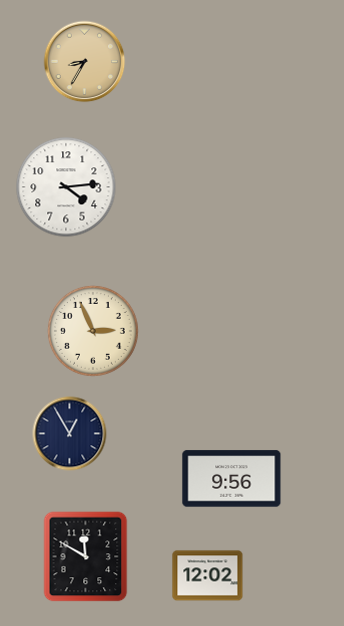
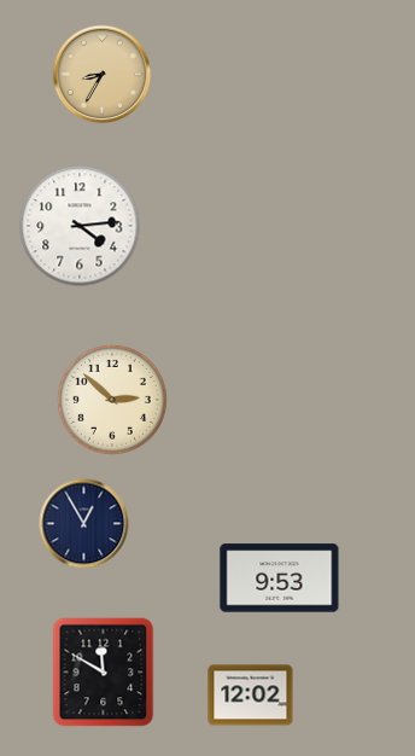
clock at (93, 331): 2:56 -> 2:52
clock at (232, 479): 9:56 -> 9:53
